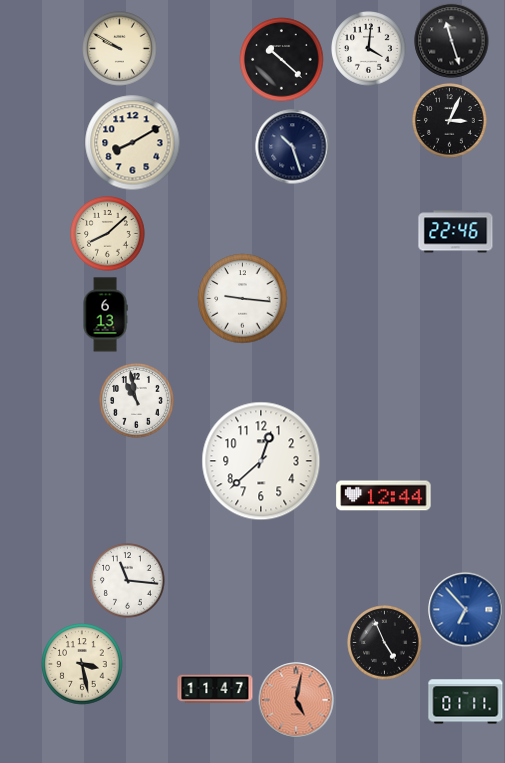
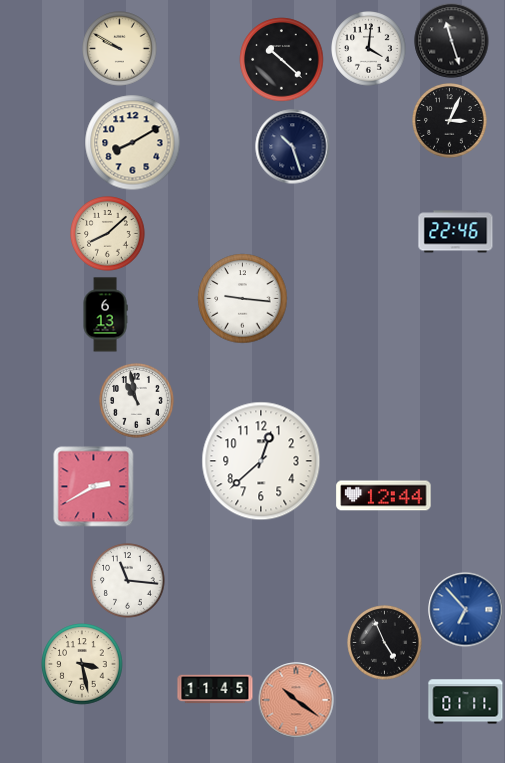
clock at (94, 487): none -> 2:40
clock at (215, 689): 11:47 -> 11:45
clock at (296, 700): 5:02 -> 10:21
